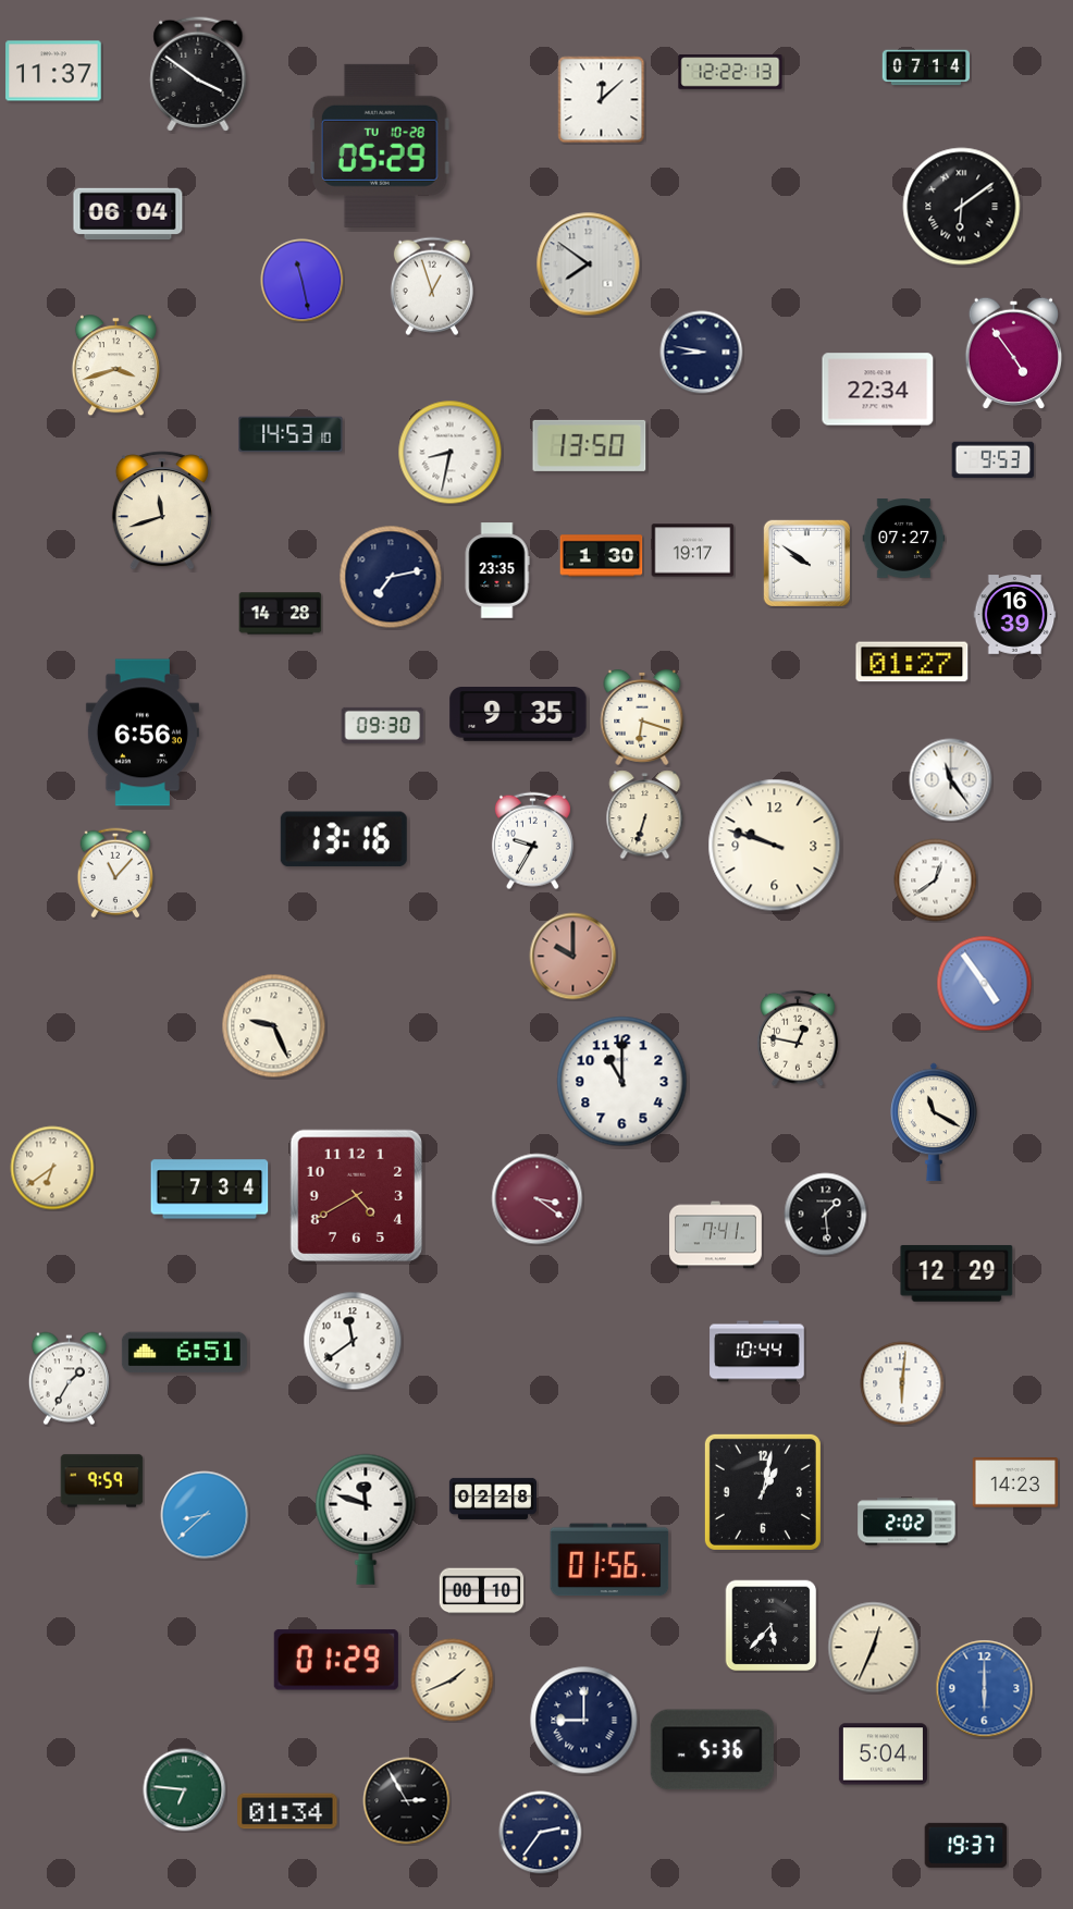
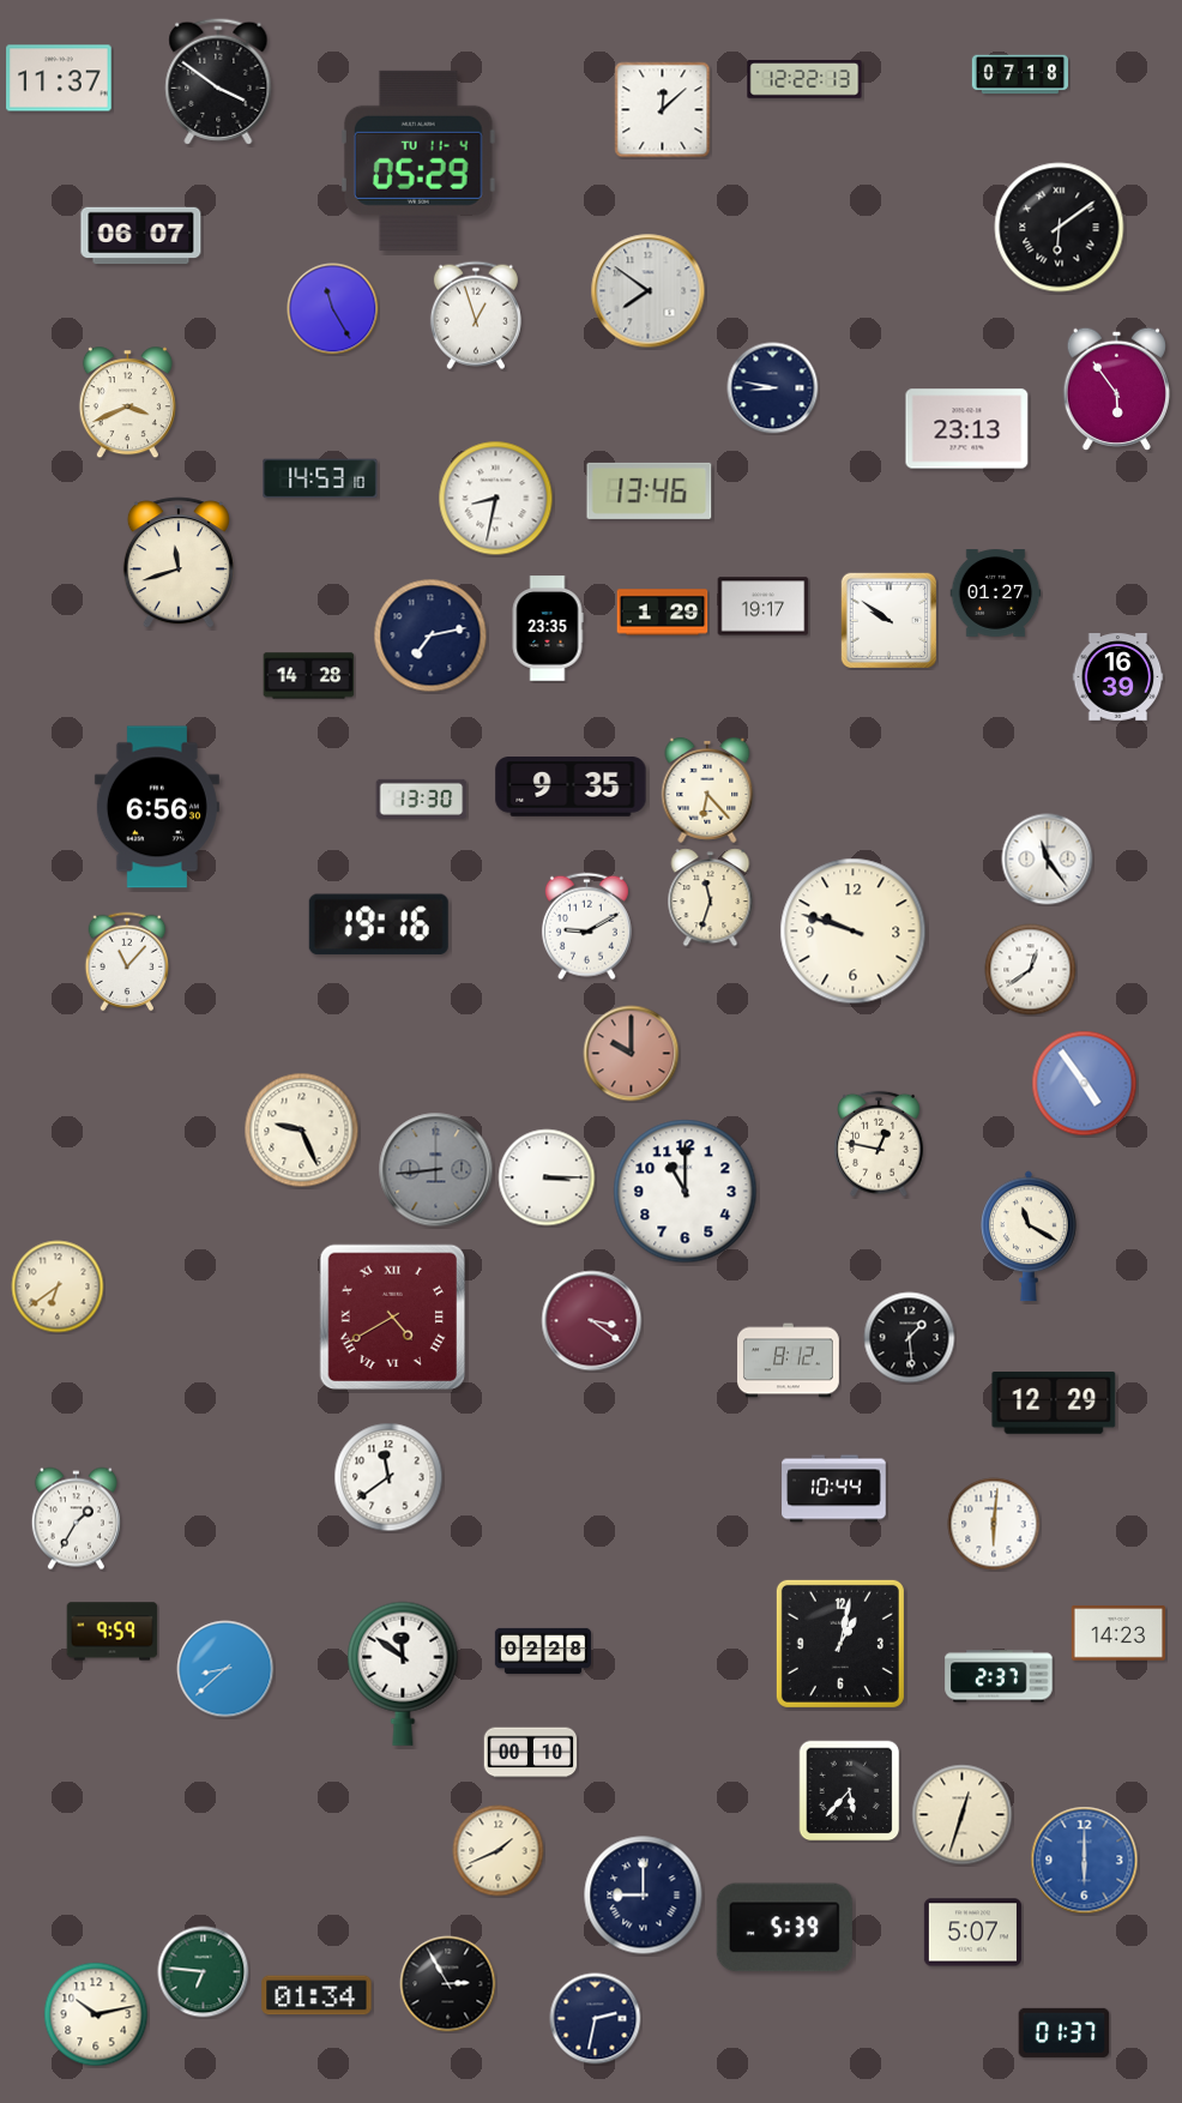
clock at (925, 67): 07:14 -> 07:18
clock at (381, 146) date: TU 10-28 -> TU 11-4
clock at (128, 214): 06:04 -> 06:07
clock at (303, 281): 11:28 -> 11:25
clock at (1013, 353): 4:54 -> 5:54
clock at (115, 366): 3:42 -> 3:41
clock at (878, 390): 22:34 -> 23:13
clock at (590, 445): 13:50 -> 13:46
clock at (994, 460): 9:53 -> none
clock at (904, 539): 07:27 -> 01:27
clock at (602, 556): 1:30 -> 1:29
clock at (912, 662): 01:27 -> none
clock at (642, 717): 6:18 -> 6:23
clock at (383, 725): 09:30 -> 13:30
clock at (645, 815): 6:33 -> 11:33
clock at (344, 839): 13:16 -> 19:16
clock at (532, 841): 9:35 -> 9:10
clock at (436, 1170): none -> 8:44
clock at (547, 1177): none -> 3:15
clock at (210, 1190): 7:34 -> none
clock at (357, 1195) numerals: Arabic -> Roman
clock at (716, 1235): 7:41 -> 8:12
clock at (184, 1353): 6:51 -> none
clock at (366, 1519): 11:48 -> 11:51
clock at (906, 1522): 2:02 -> 2:37
clock at (609, 1560): 01:56 -> none
clock at (874, 1648): 12:34 -> 12:33
clock at (336, 1660): 01:29 -> none
clock at (712, 1750): 5:36 -> 5:39
clock at (883, 1754): 5:04 -> 5:07
clock at (96, 2014): none -> 10:13
clock at (541, 1833): 2:36 -> 2:32
clock at (966, 1845): 19:37 -> 01:37
